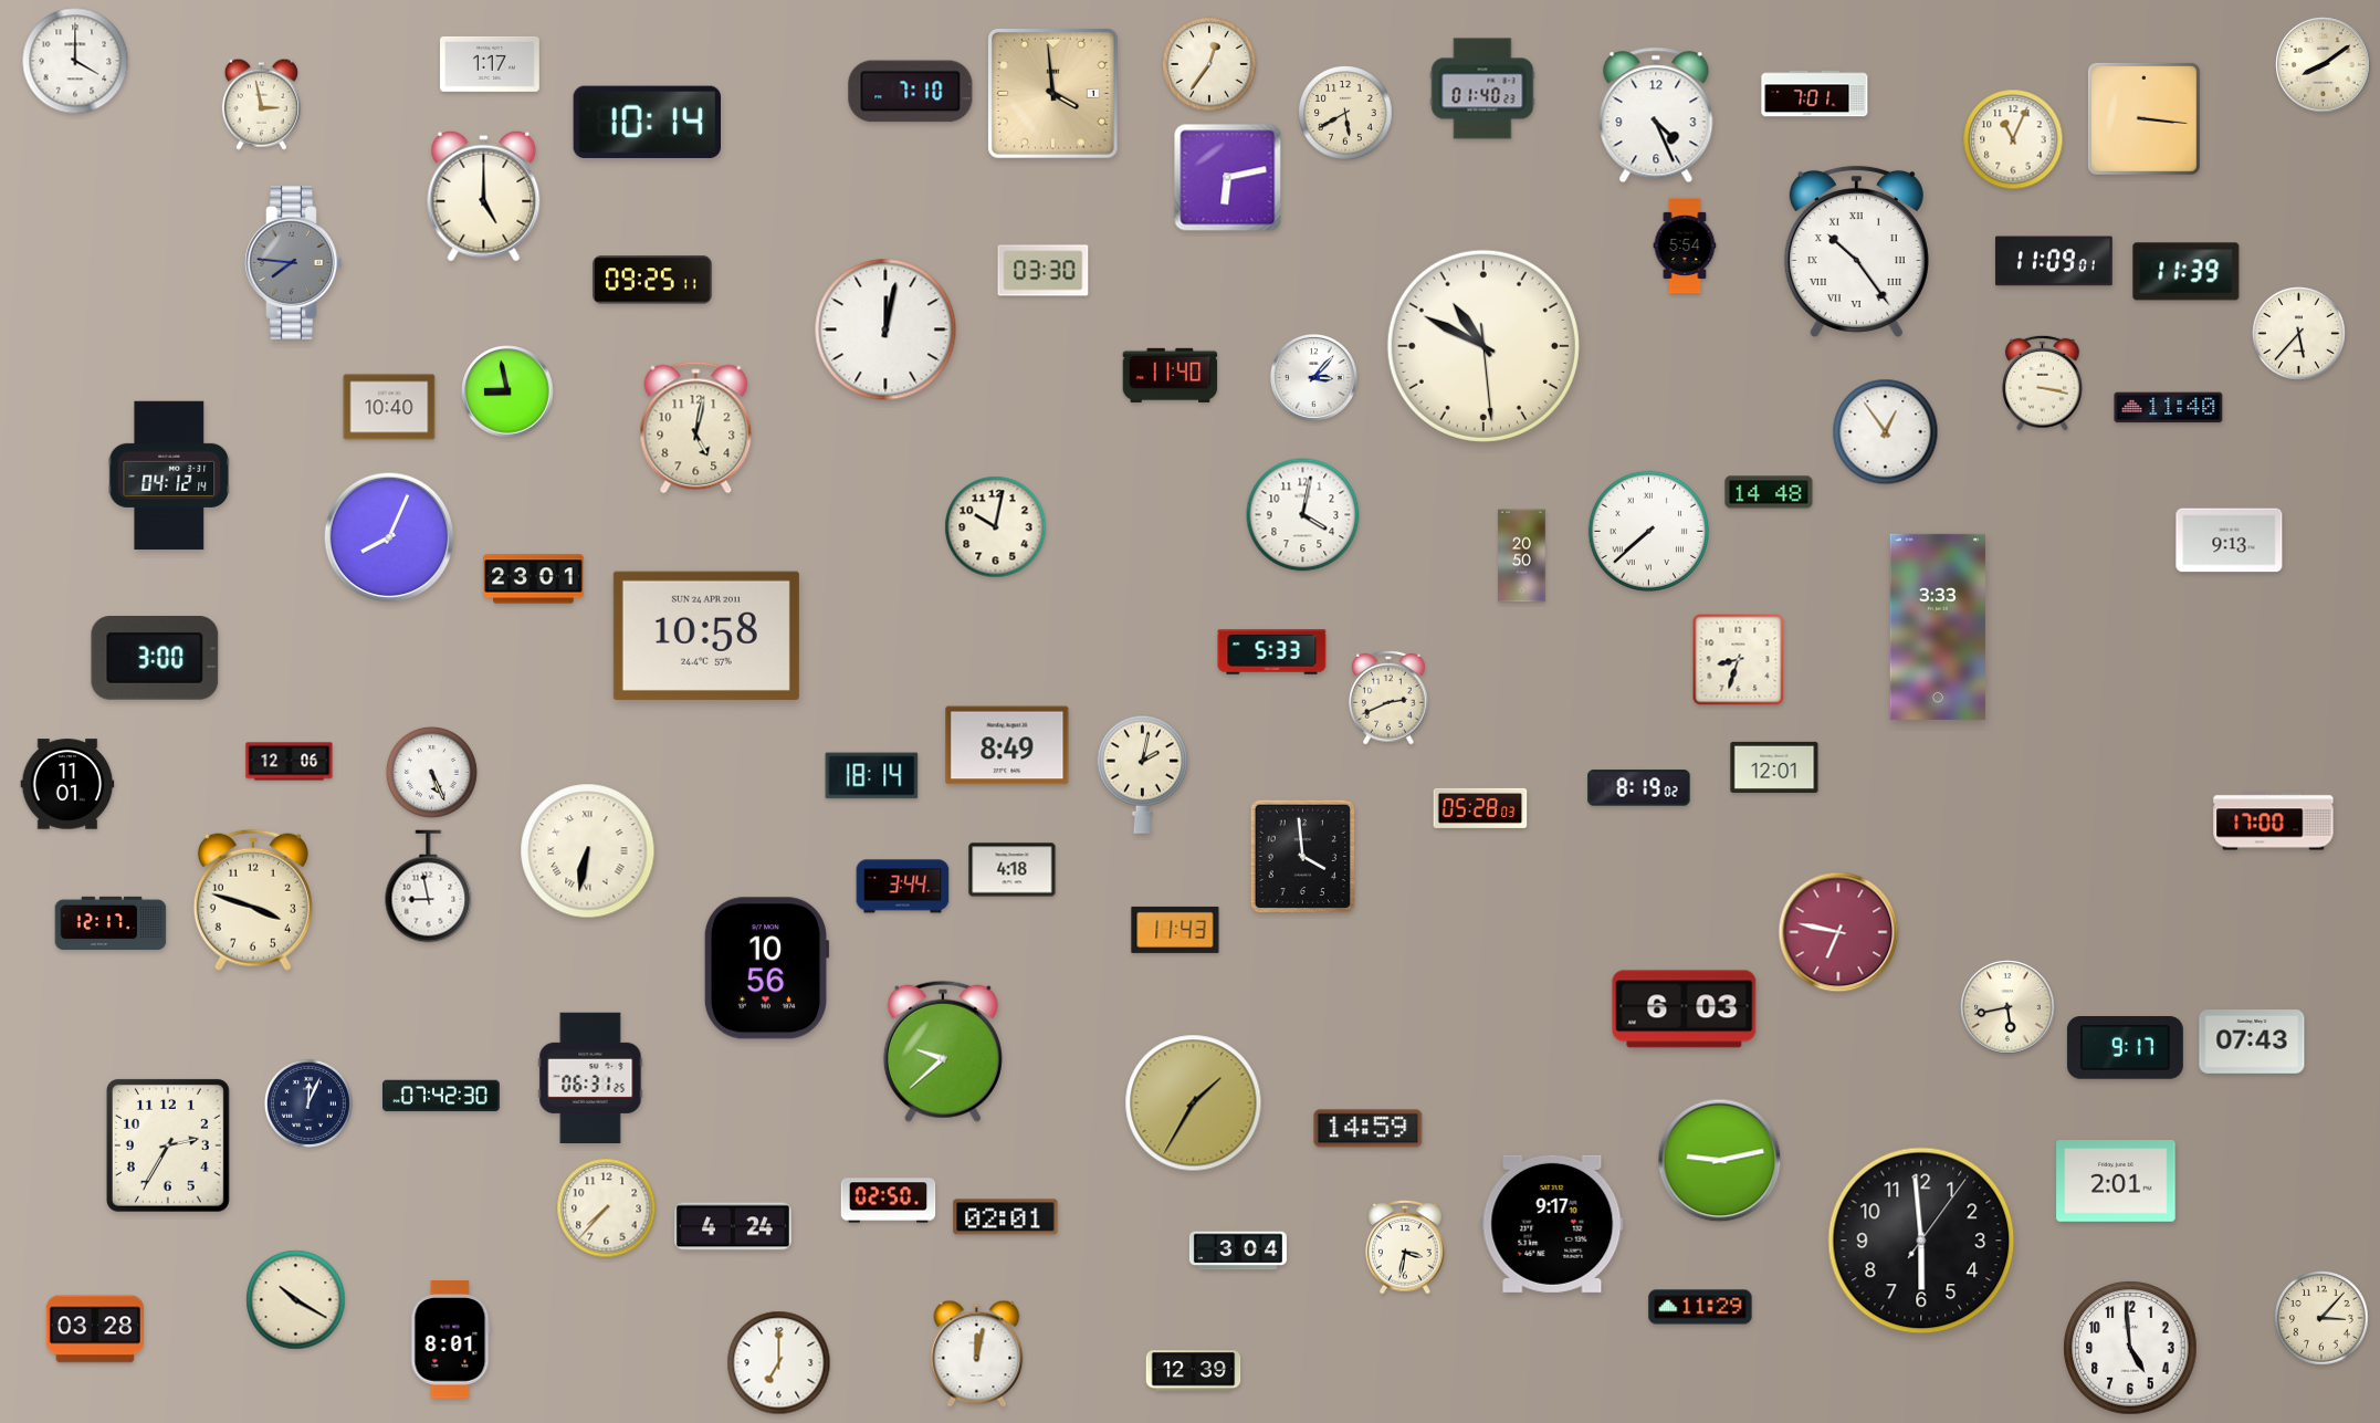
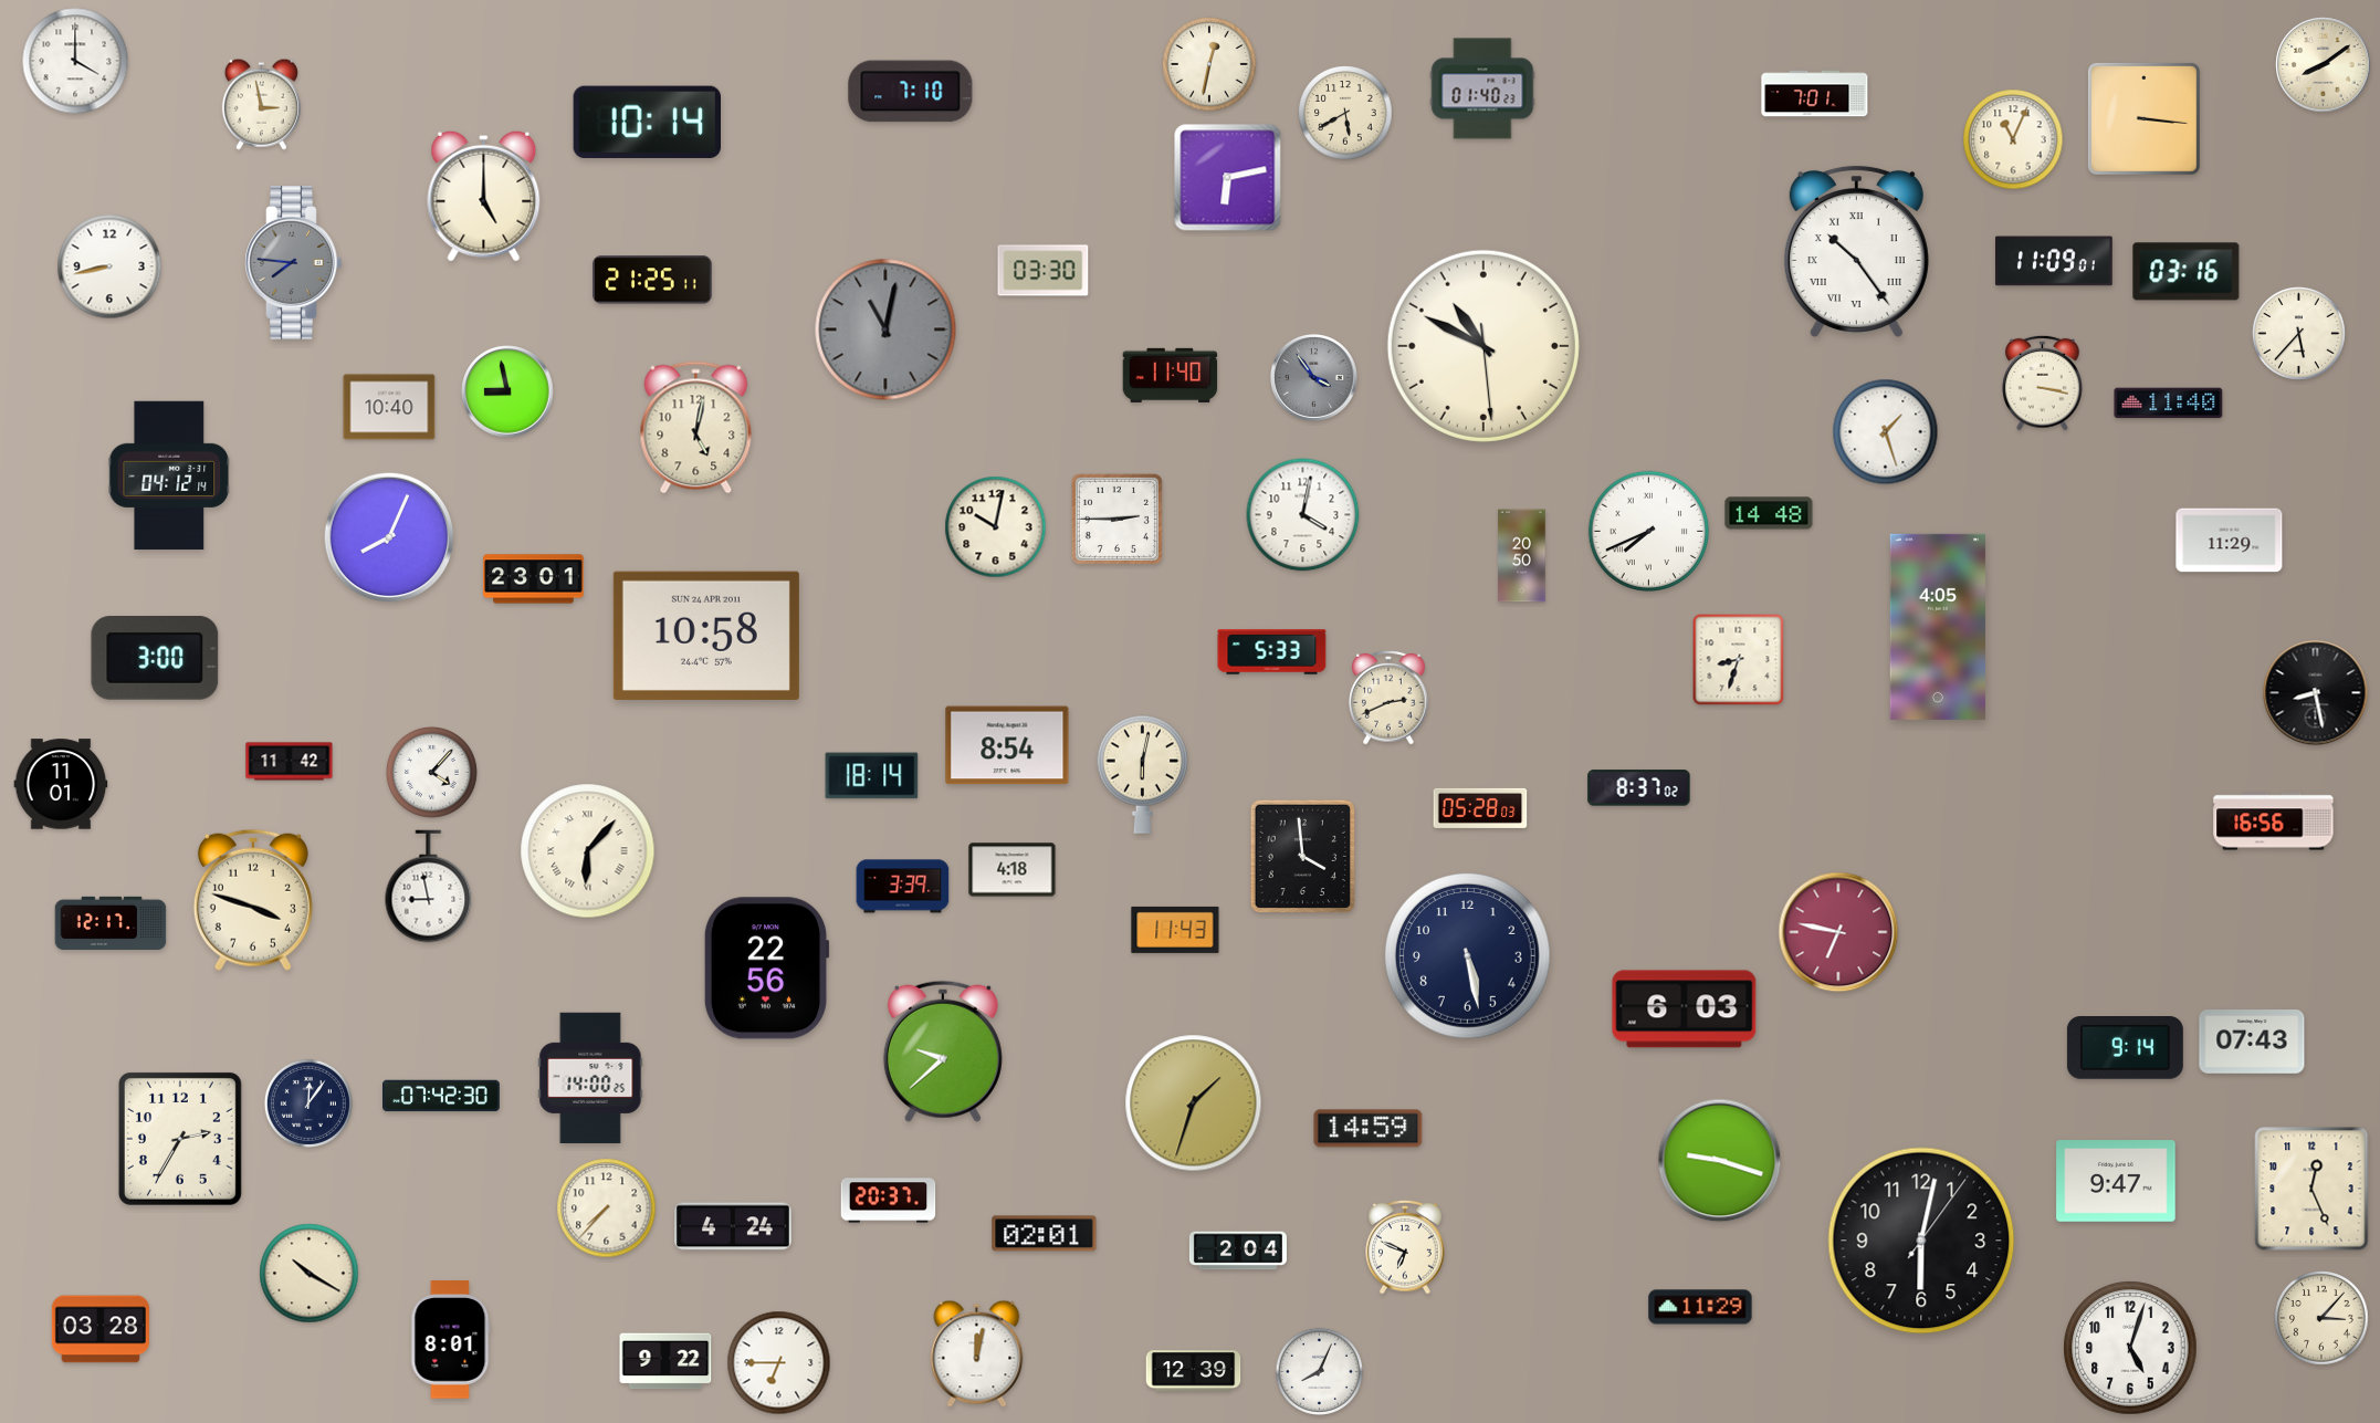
clock at (491, 64): 1:17 -> none
clock at (1209, 64): 12:36 -> 12:32
clock at (1052, 93): 3:59 -> none
clock at (1656, 115): 4:26 -> none
clock at (1685, 245): 5:54 -> none
clock at (109, 266): none -> 8:43
clock at (2187, 272): 11:39 -> 03:16
clock at (652, 280): 09:25 -> 21:25
clock at (885, 329): 12:02 -> 11:02
clock at (885, 329) dial: white -> grey
clock at (1313, 377): 3:07 -> 3:54
clock at (1313, 377) dial: white -> grey
clock at (2169, 408) position: (2169, 408) -> (2169, 404)
clock at (1886, 432): 12:54 -> 1:27
clock at (1769, 492) position: (1769, 492) -> (1769, 513)
clock at (1116, 519): none -> 2:45
clock at (1648, 531): 7:38 -> 7:41
clock at (2230, 541): 9:13 -> 11:29
clock at (1938, 627): 3:33 -> 4:05
clock at (2316, 693): none -> 8:28
clock at (1007, 745): 8:49 -> 8:54
clock at (290, 762): 12:06 -> 11:42
clock at (1774, 767): 12:01 -> none
clock at (431, 772): 5:26 -> 4:07
clock at (1143, 774): 2:02 -> 6:02
clock at (67, 784) position: (67, 784) -> (61, 784)
clock at (1639, 788): 8:19 -> 8:37
clock at (2274, 822): 17:00 -> 16:56
clock at (588, 851): 6:32 -> 6:07
clock at (903, 887): 3:44 -> 3:39
clock at (1468, 956): none -> 5:28
clock at (766, 969): 10:56 -> 22:56
clock at (2007, 1007): 5:43 -> none
clock at (2125, 1048): 9:17 -> 9:14
clock at (590, 1078): 06:31 -> 14:00
clock at (308, 1103): 12:04 -> 12:06
clock at (1194, 1103): 1:35 -> 1:33
clock at (168, 1145) position: (168, 1145) -> (180, 1139)
clock at (1720, 1161): 9:13 -> 9:18
clock at (2116, 1181): 2:01 -> 9:47
clock at (2311, 1189): none -> 12:26
clock at (889, 1201): 02:50 -> 20:37
clock at (1006, 1217) position: (1006, 1217) -> (1045, 1234)
clock at (1552, 1224): 9:17 -> none
clock at (1921, 1241): 5:59 -> 6:02
clock at (1405, 1247): 3:32 -> 6:49
clock at (1238, 1251): 3:04 -> 2:04
clock at (296, 1300) position: (296, 1300) -> (310, 1274)
clock at (95, 1329) position: (95, 1329) -> (101, 1329)
clock at (2130, 1348): 4:59 -> 5:03
clock at (665, 1361): none -> 9:22
clock at (779, 1363): 7:00 -> 6:45
clock at (1319, 1371): none -> 8:04
